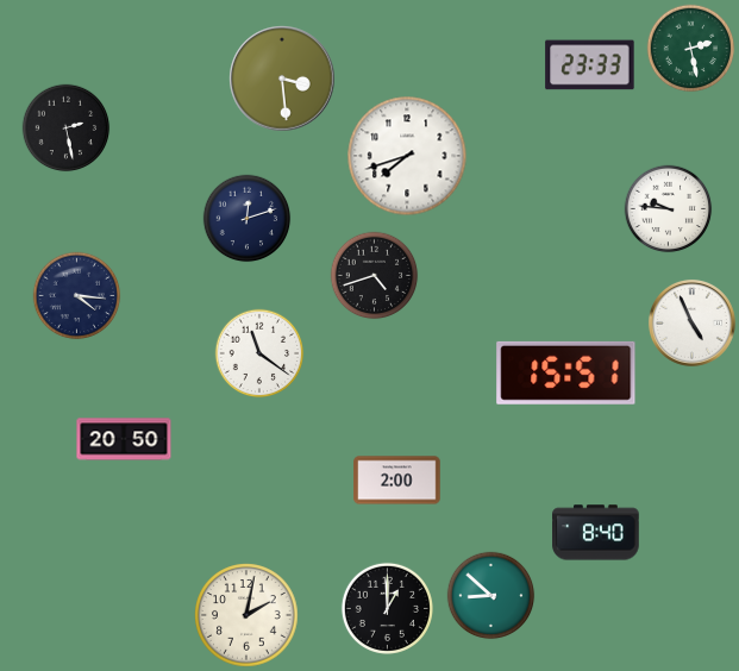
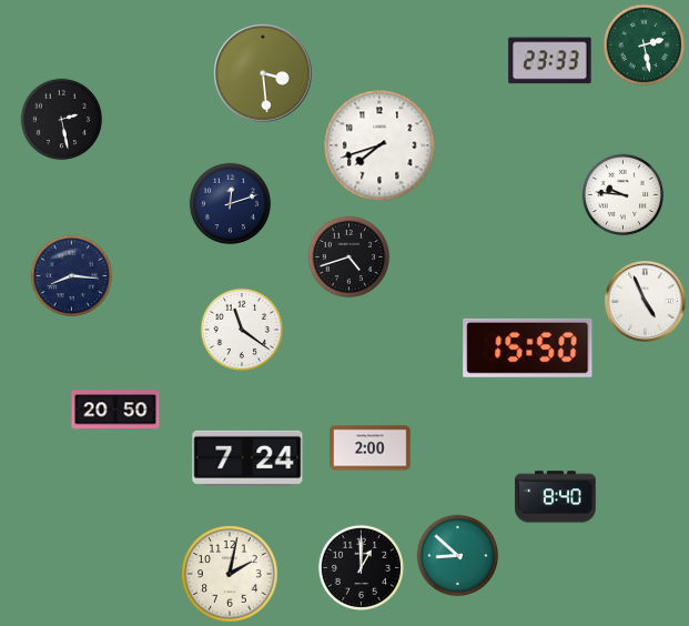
clock at (77, 296): 4:16 -> 8:16
clock at (566, 372): 15:51 -> 15:50
clock at (247, 458): none -> 7:24
